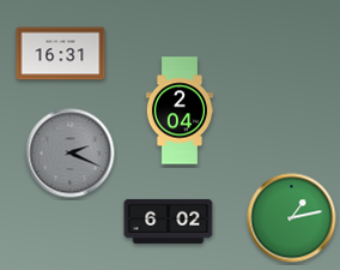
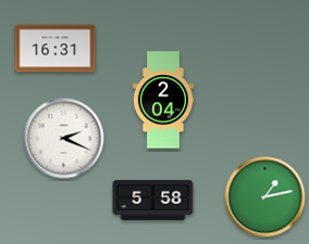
clock at (71, 154) dial: grey -> white
clock at (169, 221): 6:02 -> 5:58
